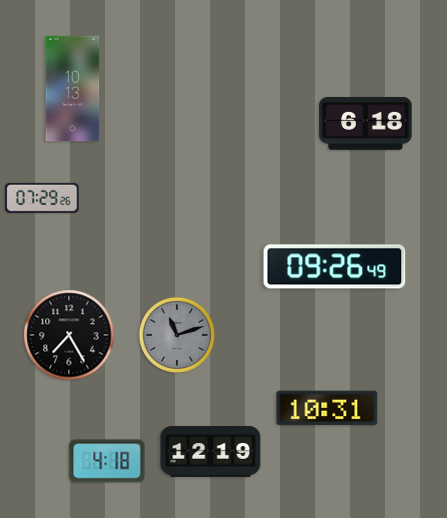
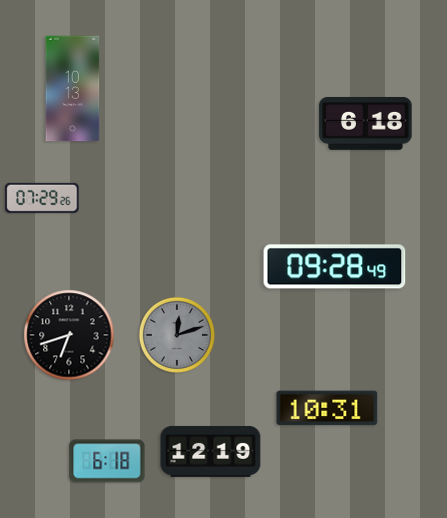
clock at (335, 267): 09:26 -> 09:28
clock at (69, 335): 7:25 -> 6:42
clock at (177, 335): 11:12 -> 12:12
clock at (107, 461): 4:18 -> 6:18
